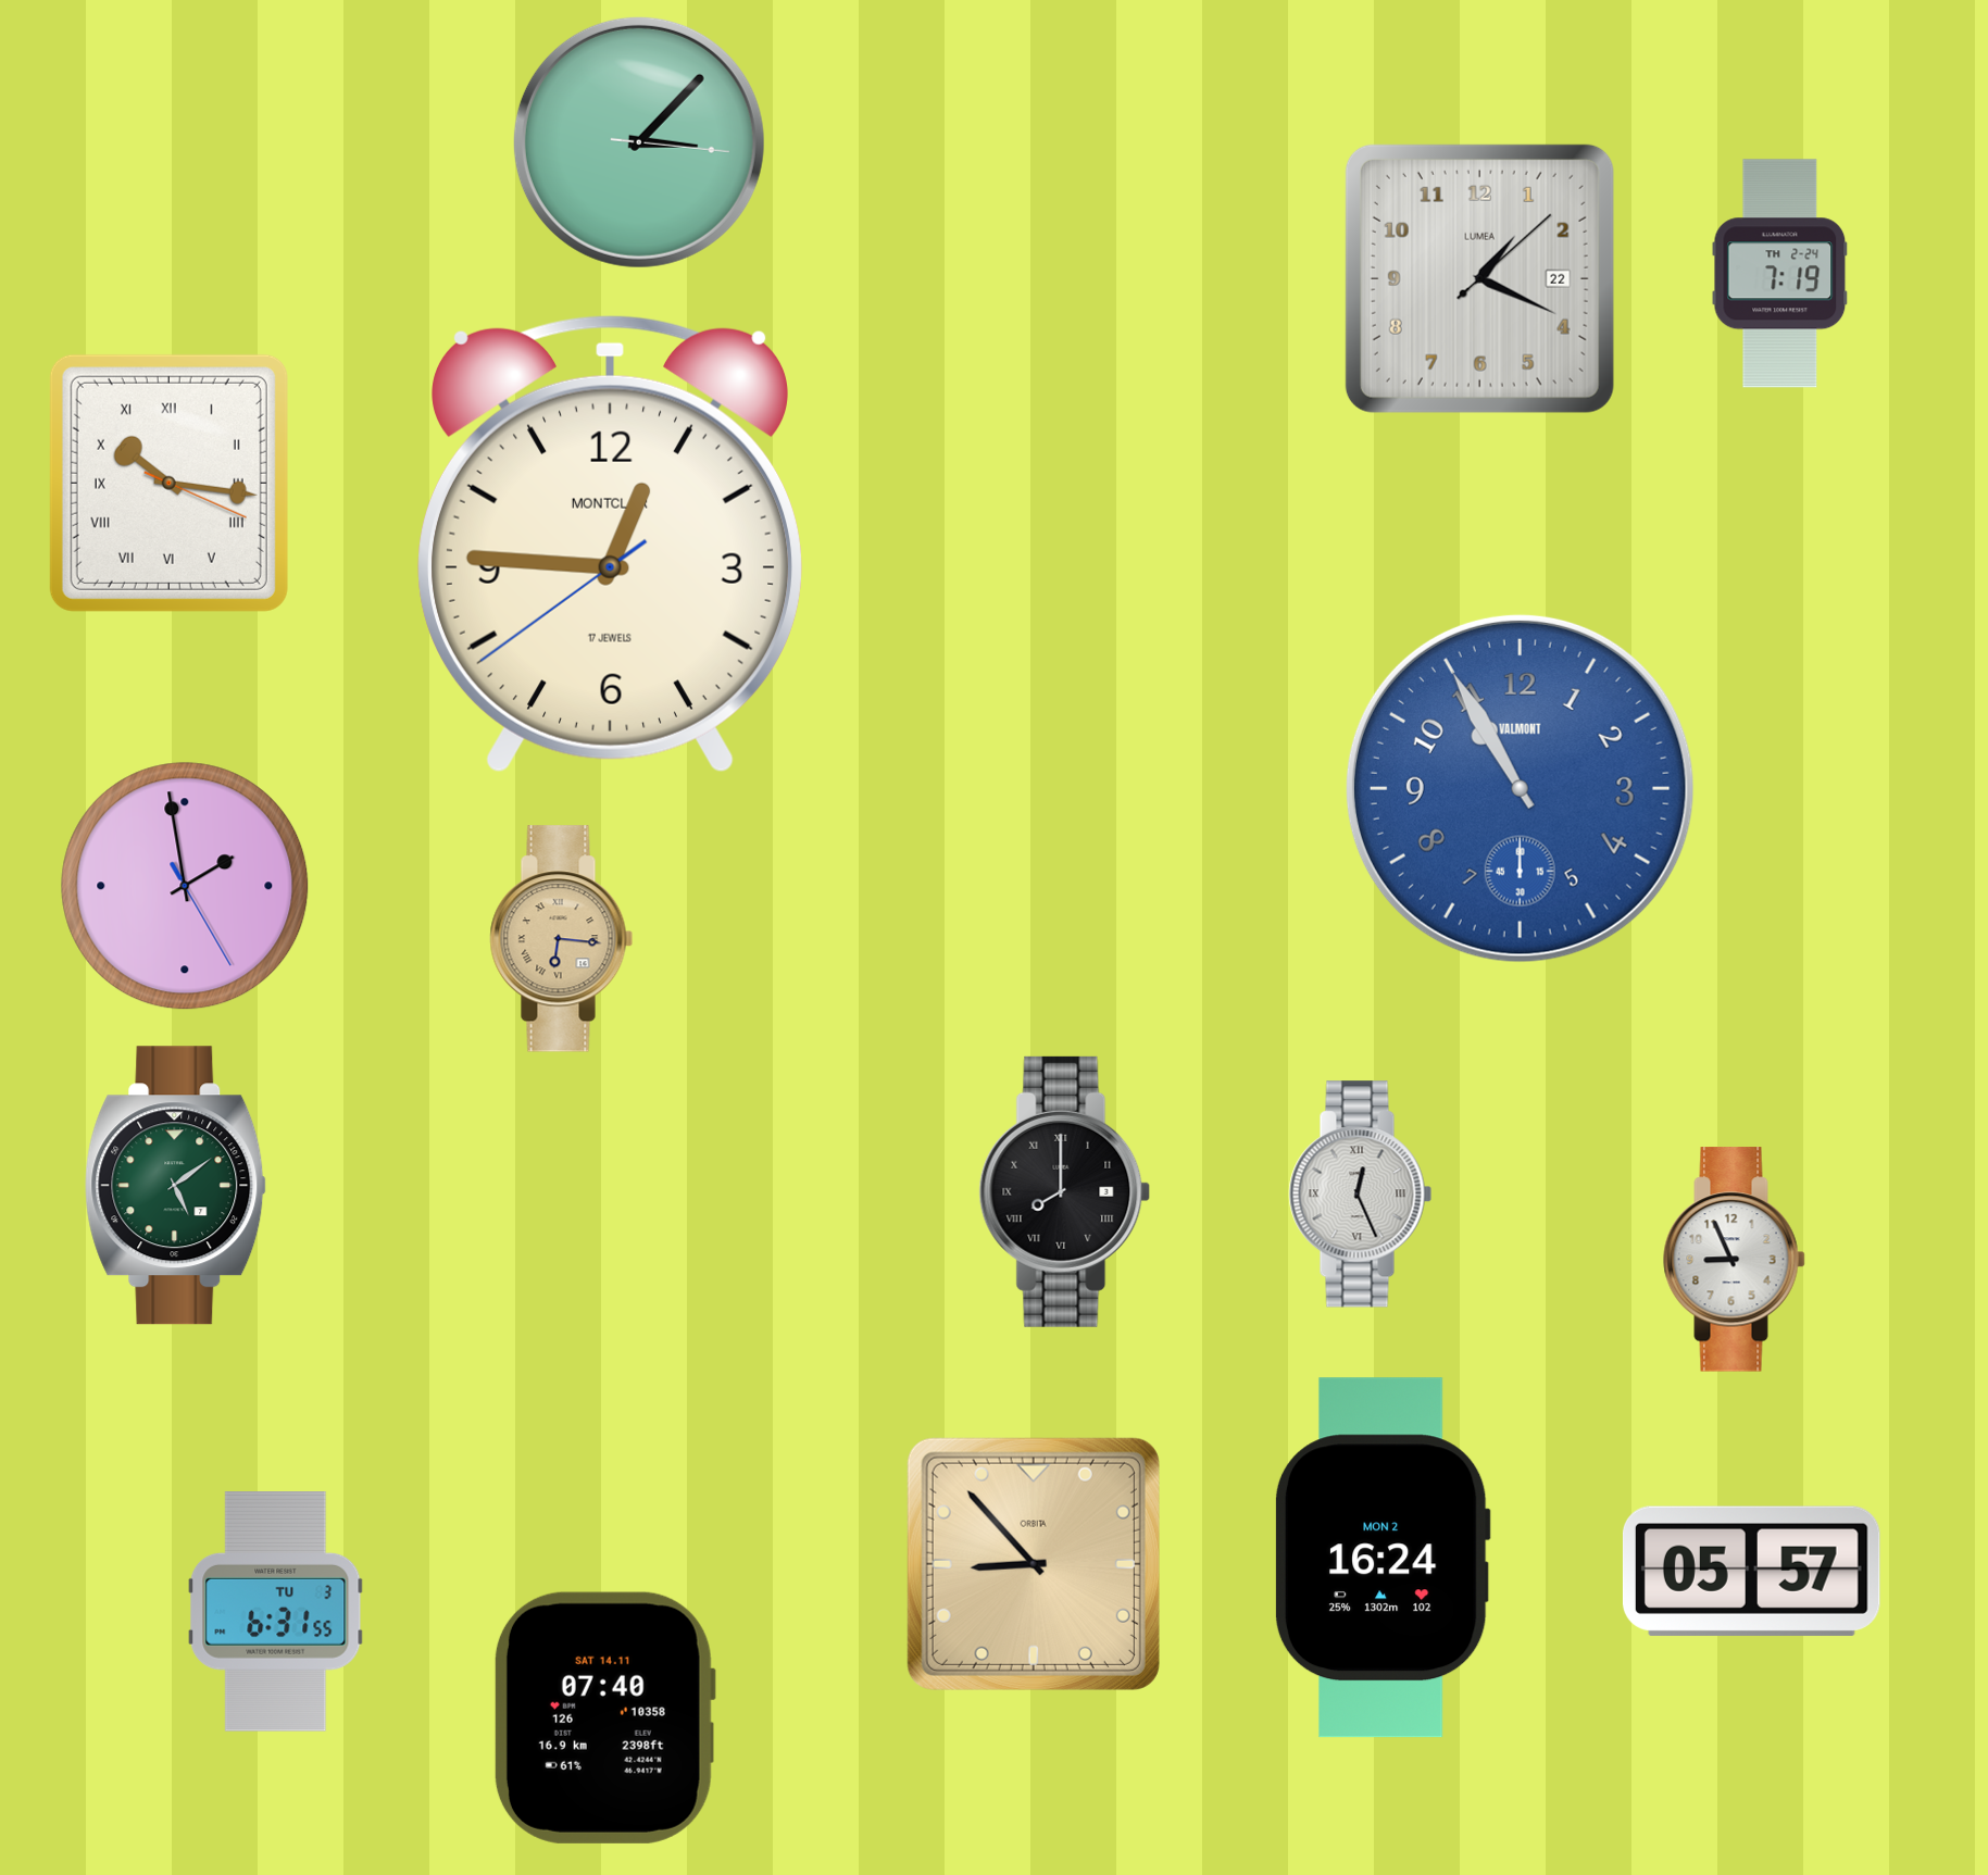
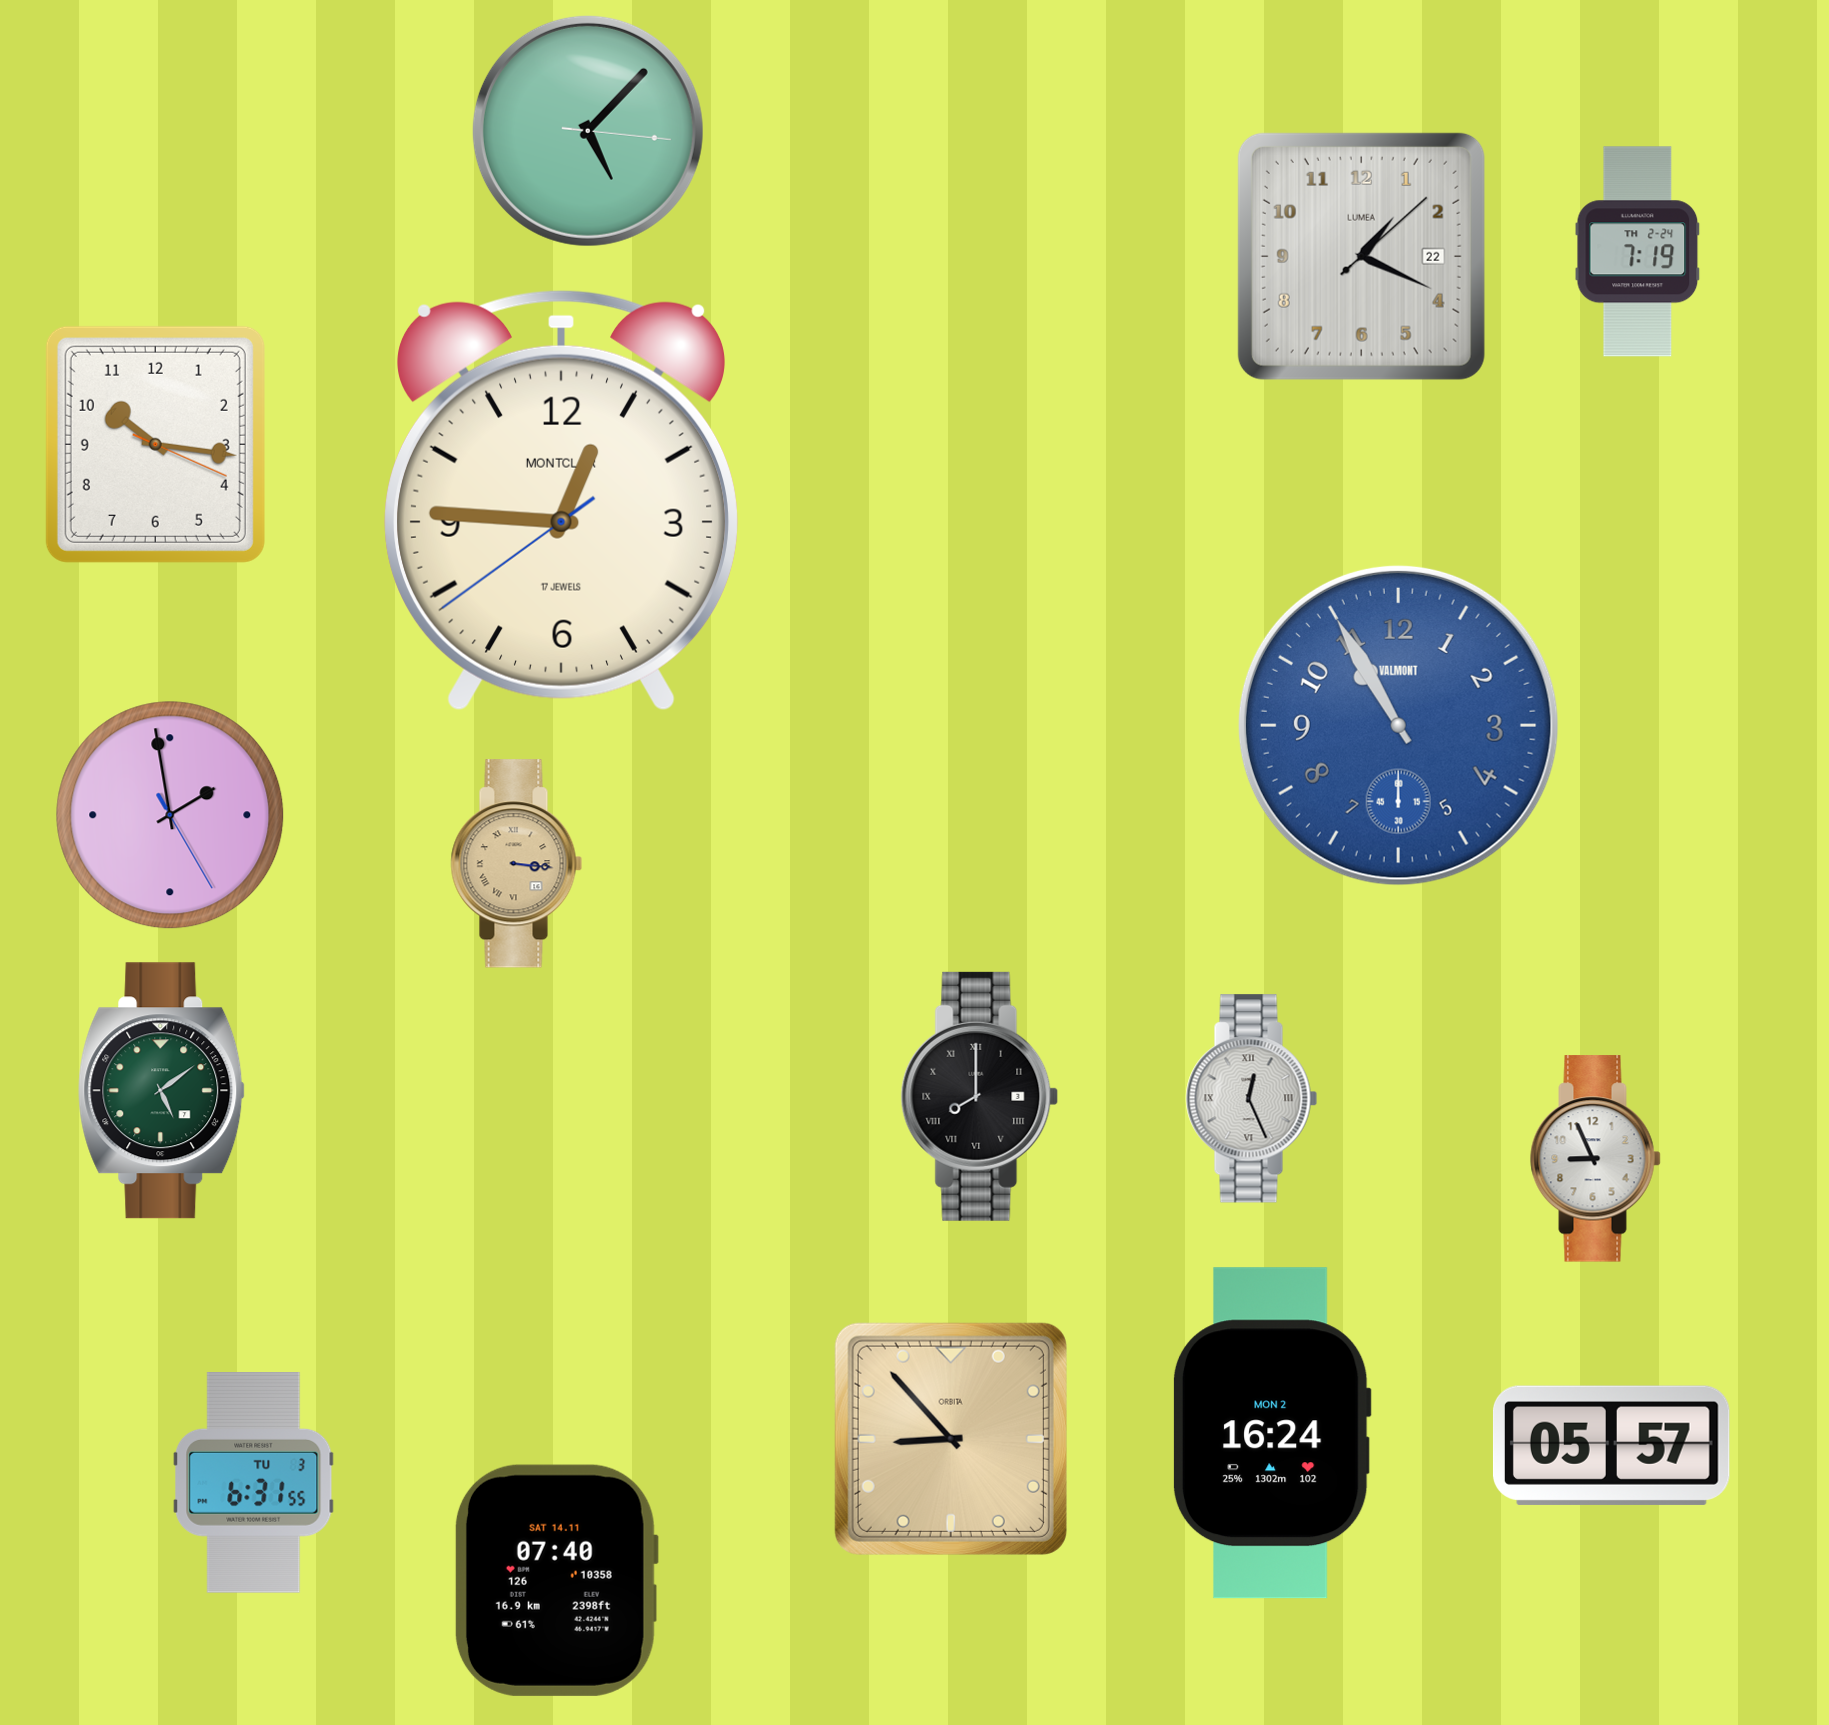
clock at (639, 142): 3:07 -> 5:07
clock at (168, 483) numerals: Roman -> Arabic
clock at (562, 939): 6:16 -> 3:16
